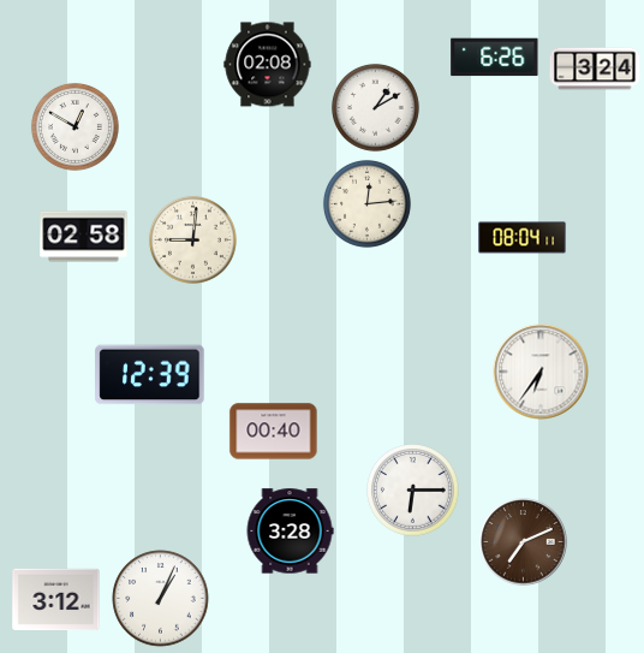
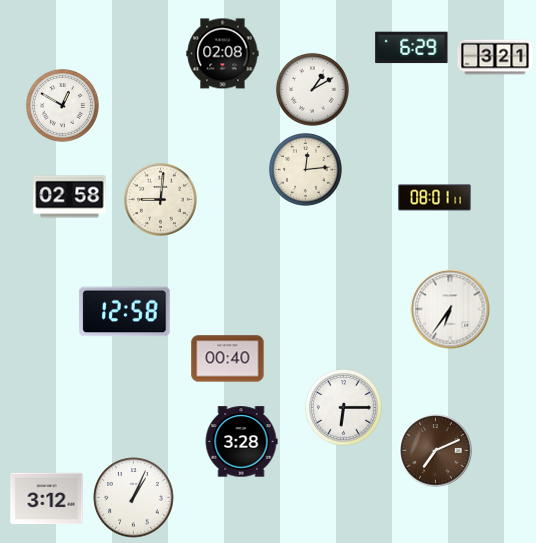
clock at (495, 58): 6:26 -> 6:29
clock at (595, 69): 3:24 -> 3:21
clock at (523, 238): 08:04 -> 08:01
clock at (150, 375): 12:39 -> 12:58
